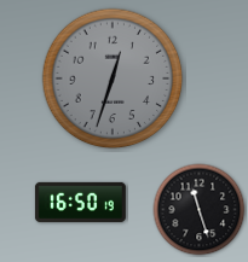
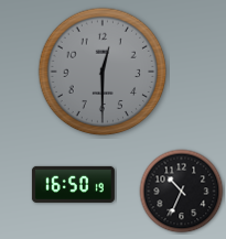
clock at (113, 78): 12:33 -> 12:30
clock at (200, 210): 11:27 -> 10:34
